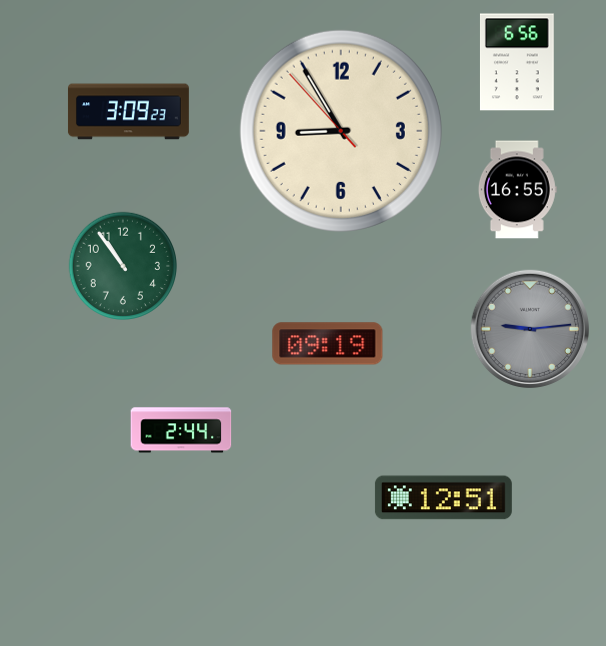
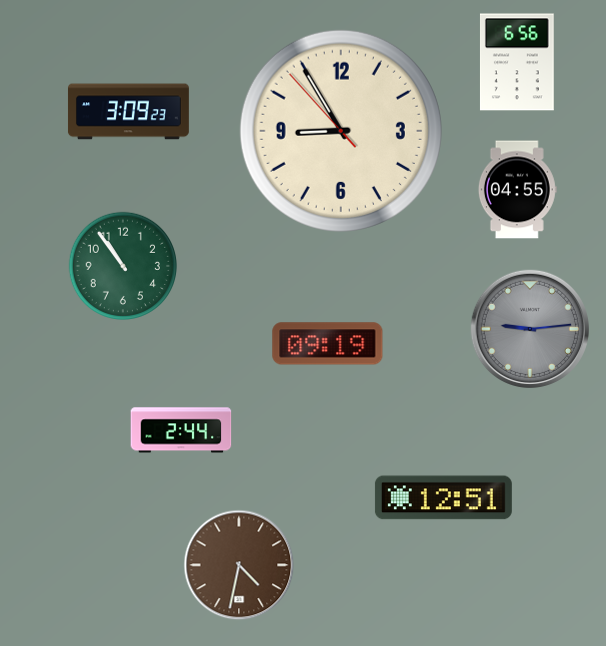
clock at (517, 190): 16:55 -> 04:55
clock at (239, 565): none -> 4:32
